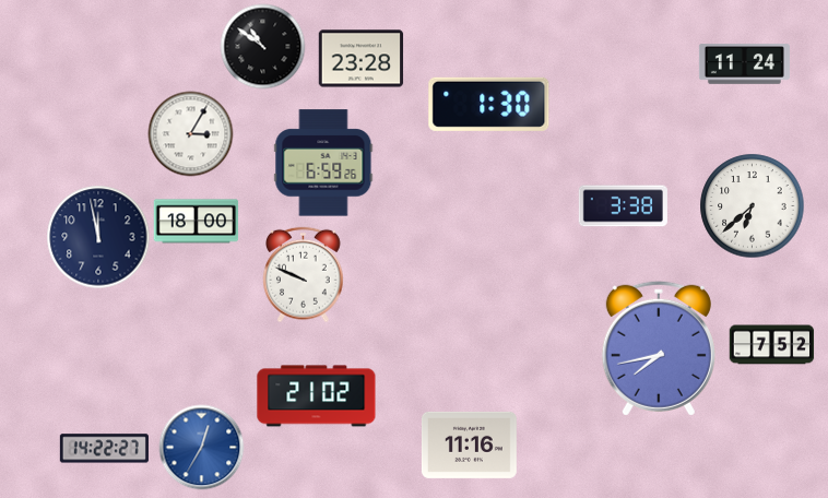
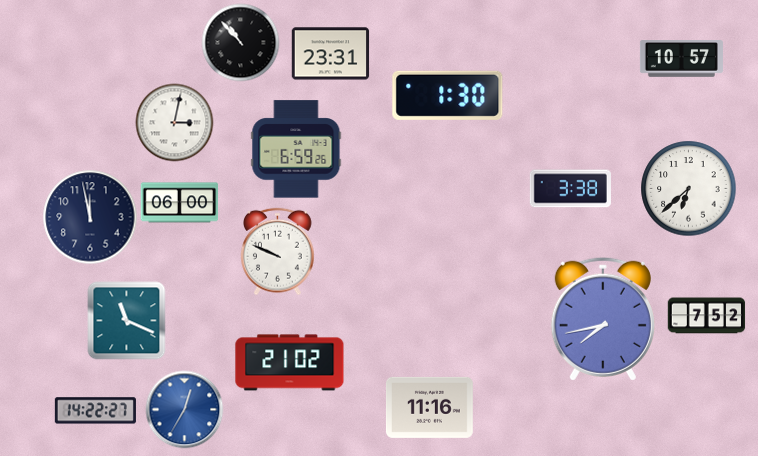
clock at (262, 46): 10:51 -> 10:53
clock at (360, 59): 23:28 -> 23:31
clock at (744, 64): 11:24 -> 10:57
clock at (190, 133): 3:05 -> 3:02
clock at (196, 222): 18:00 -> 06:00
clock at (126, 320): none -> 11:19
